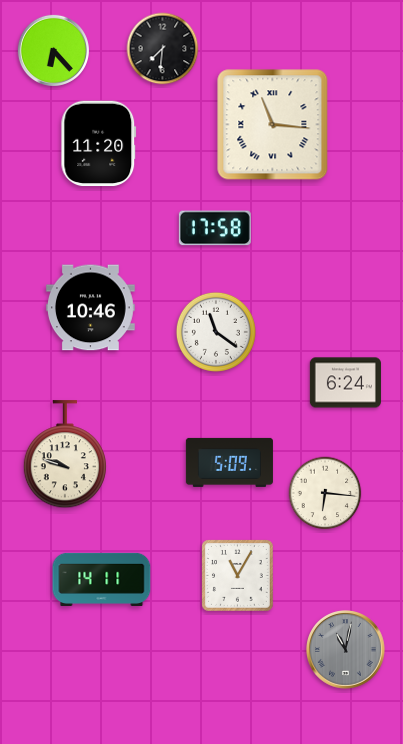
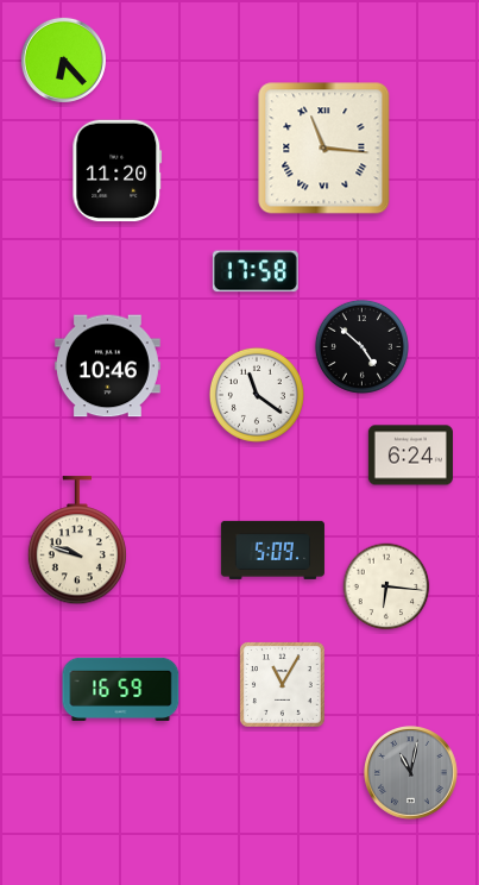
clock at (163, 49): 7:31 -> none
clock at (361, 346): none -> 4:52
clock at (102, 579): 14:11 -> 16:59
